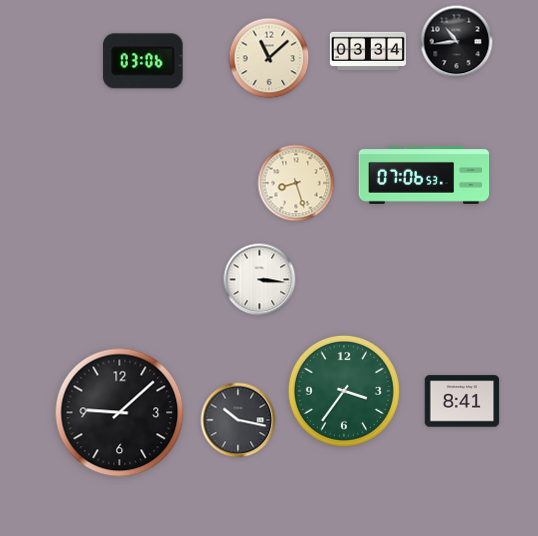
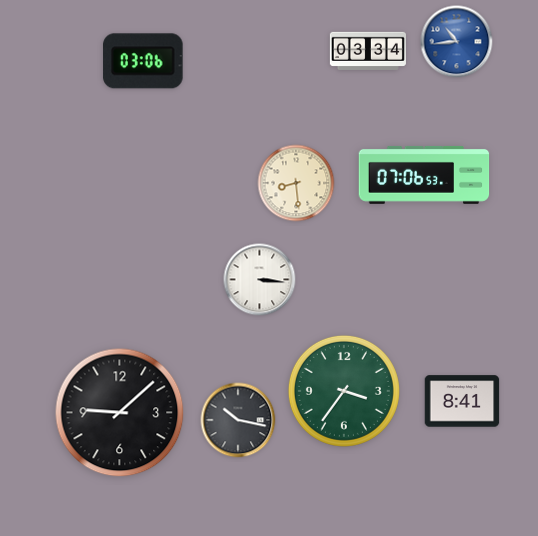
clock at (457, 42) dial: black -> blue
clock at (269, 58): 11:08 -> none
clock at (296, 183): 8:27 -> 8:29
